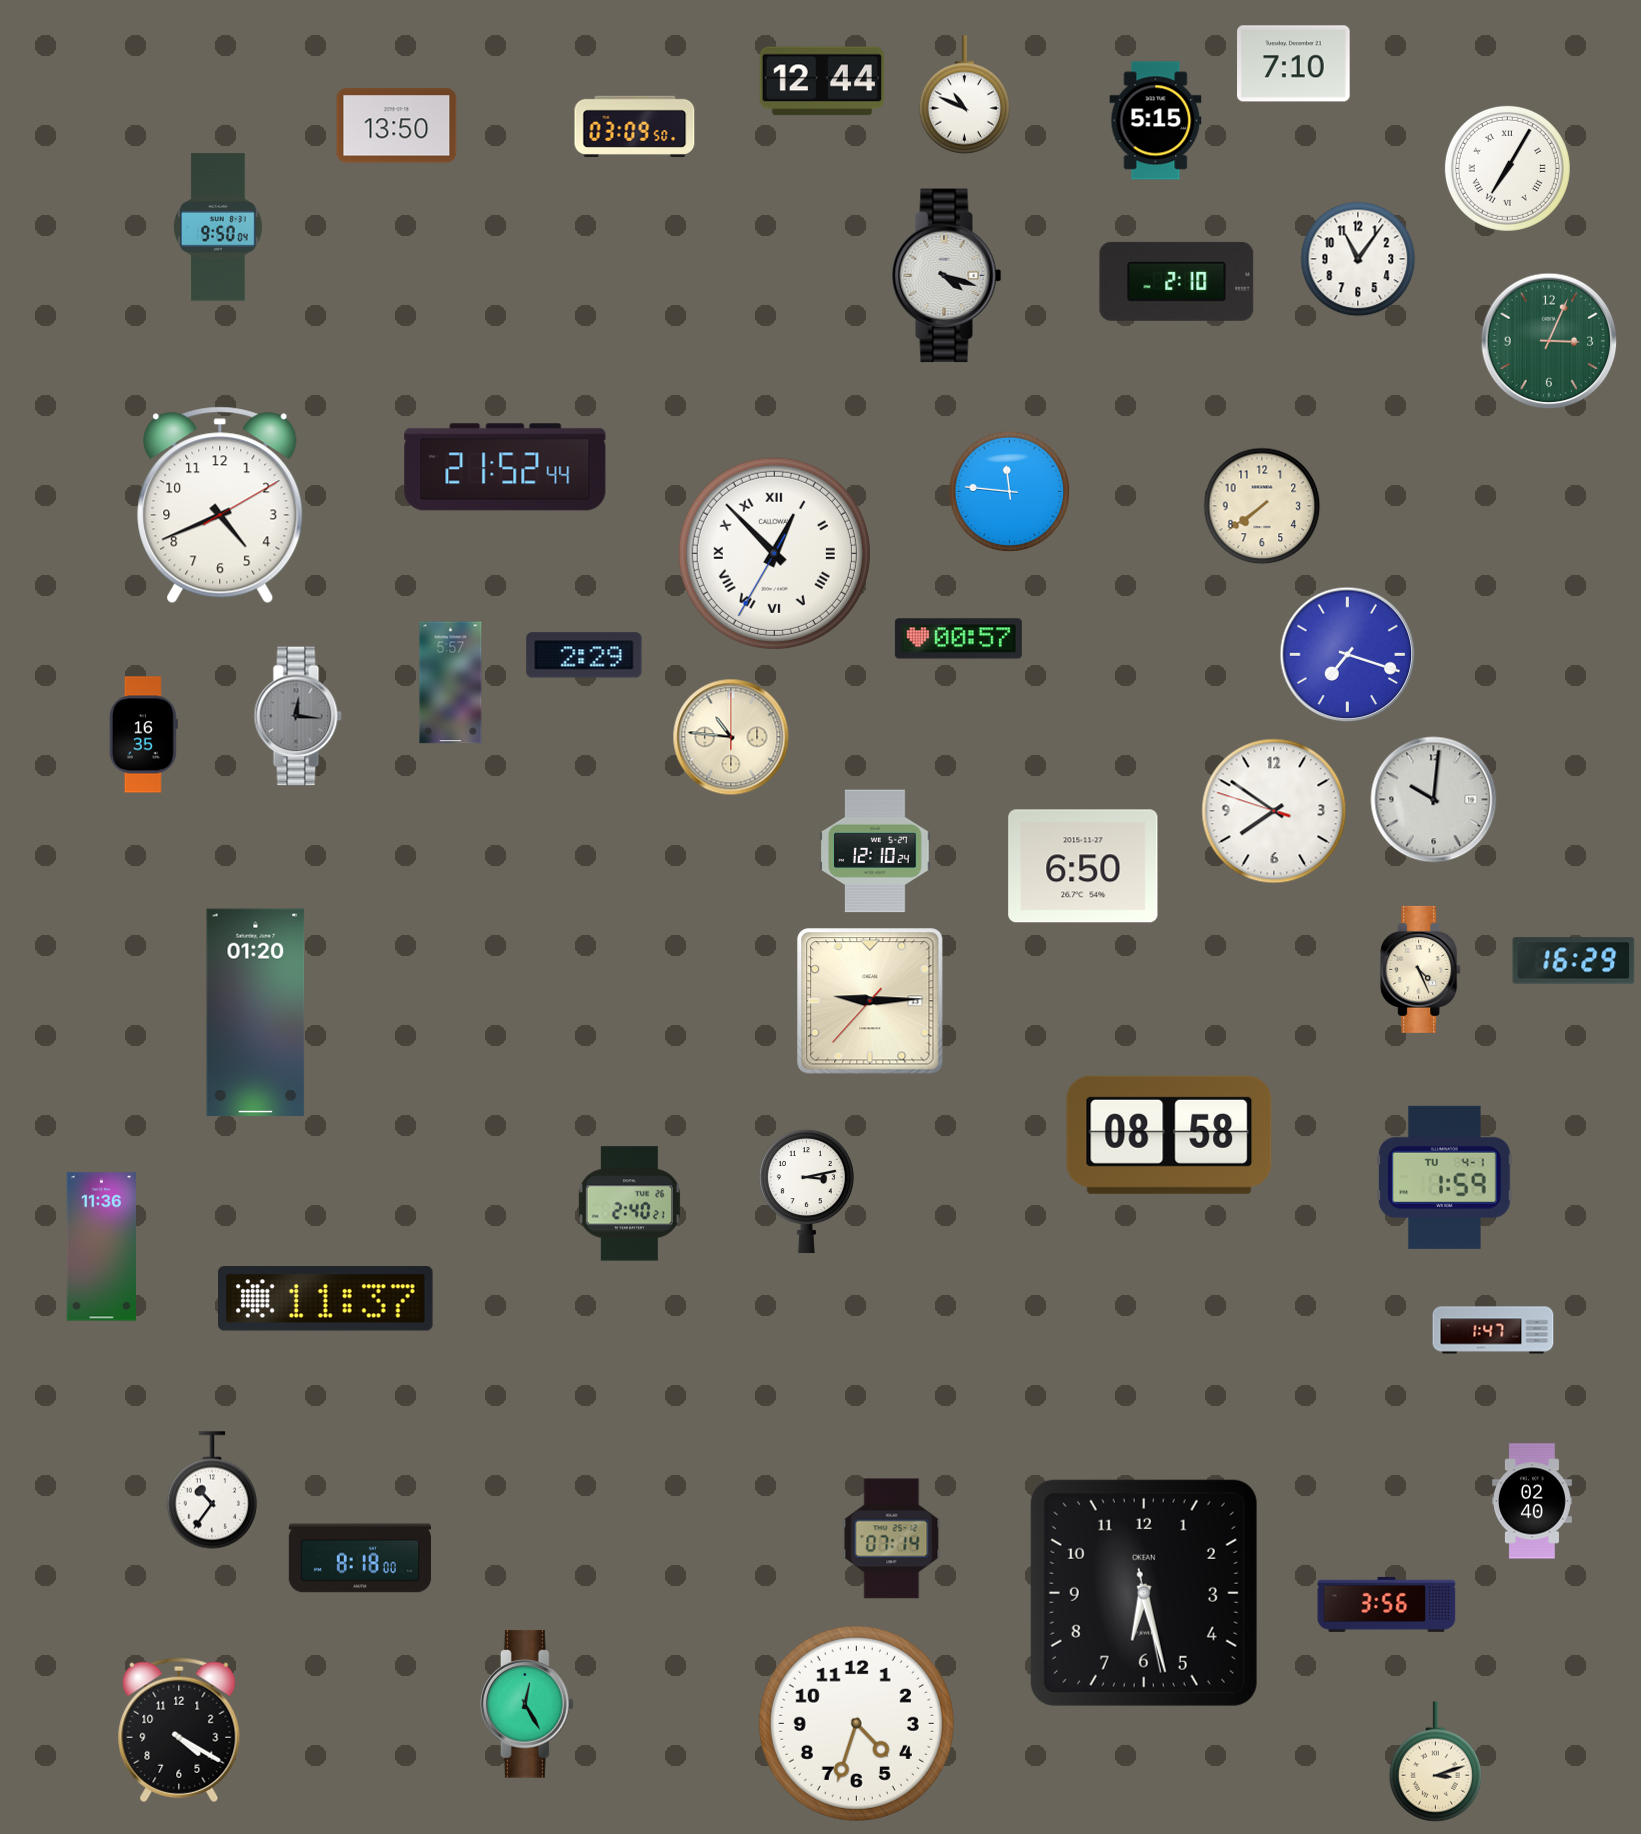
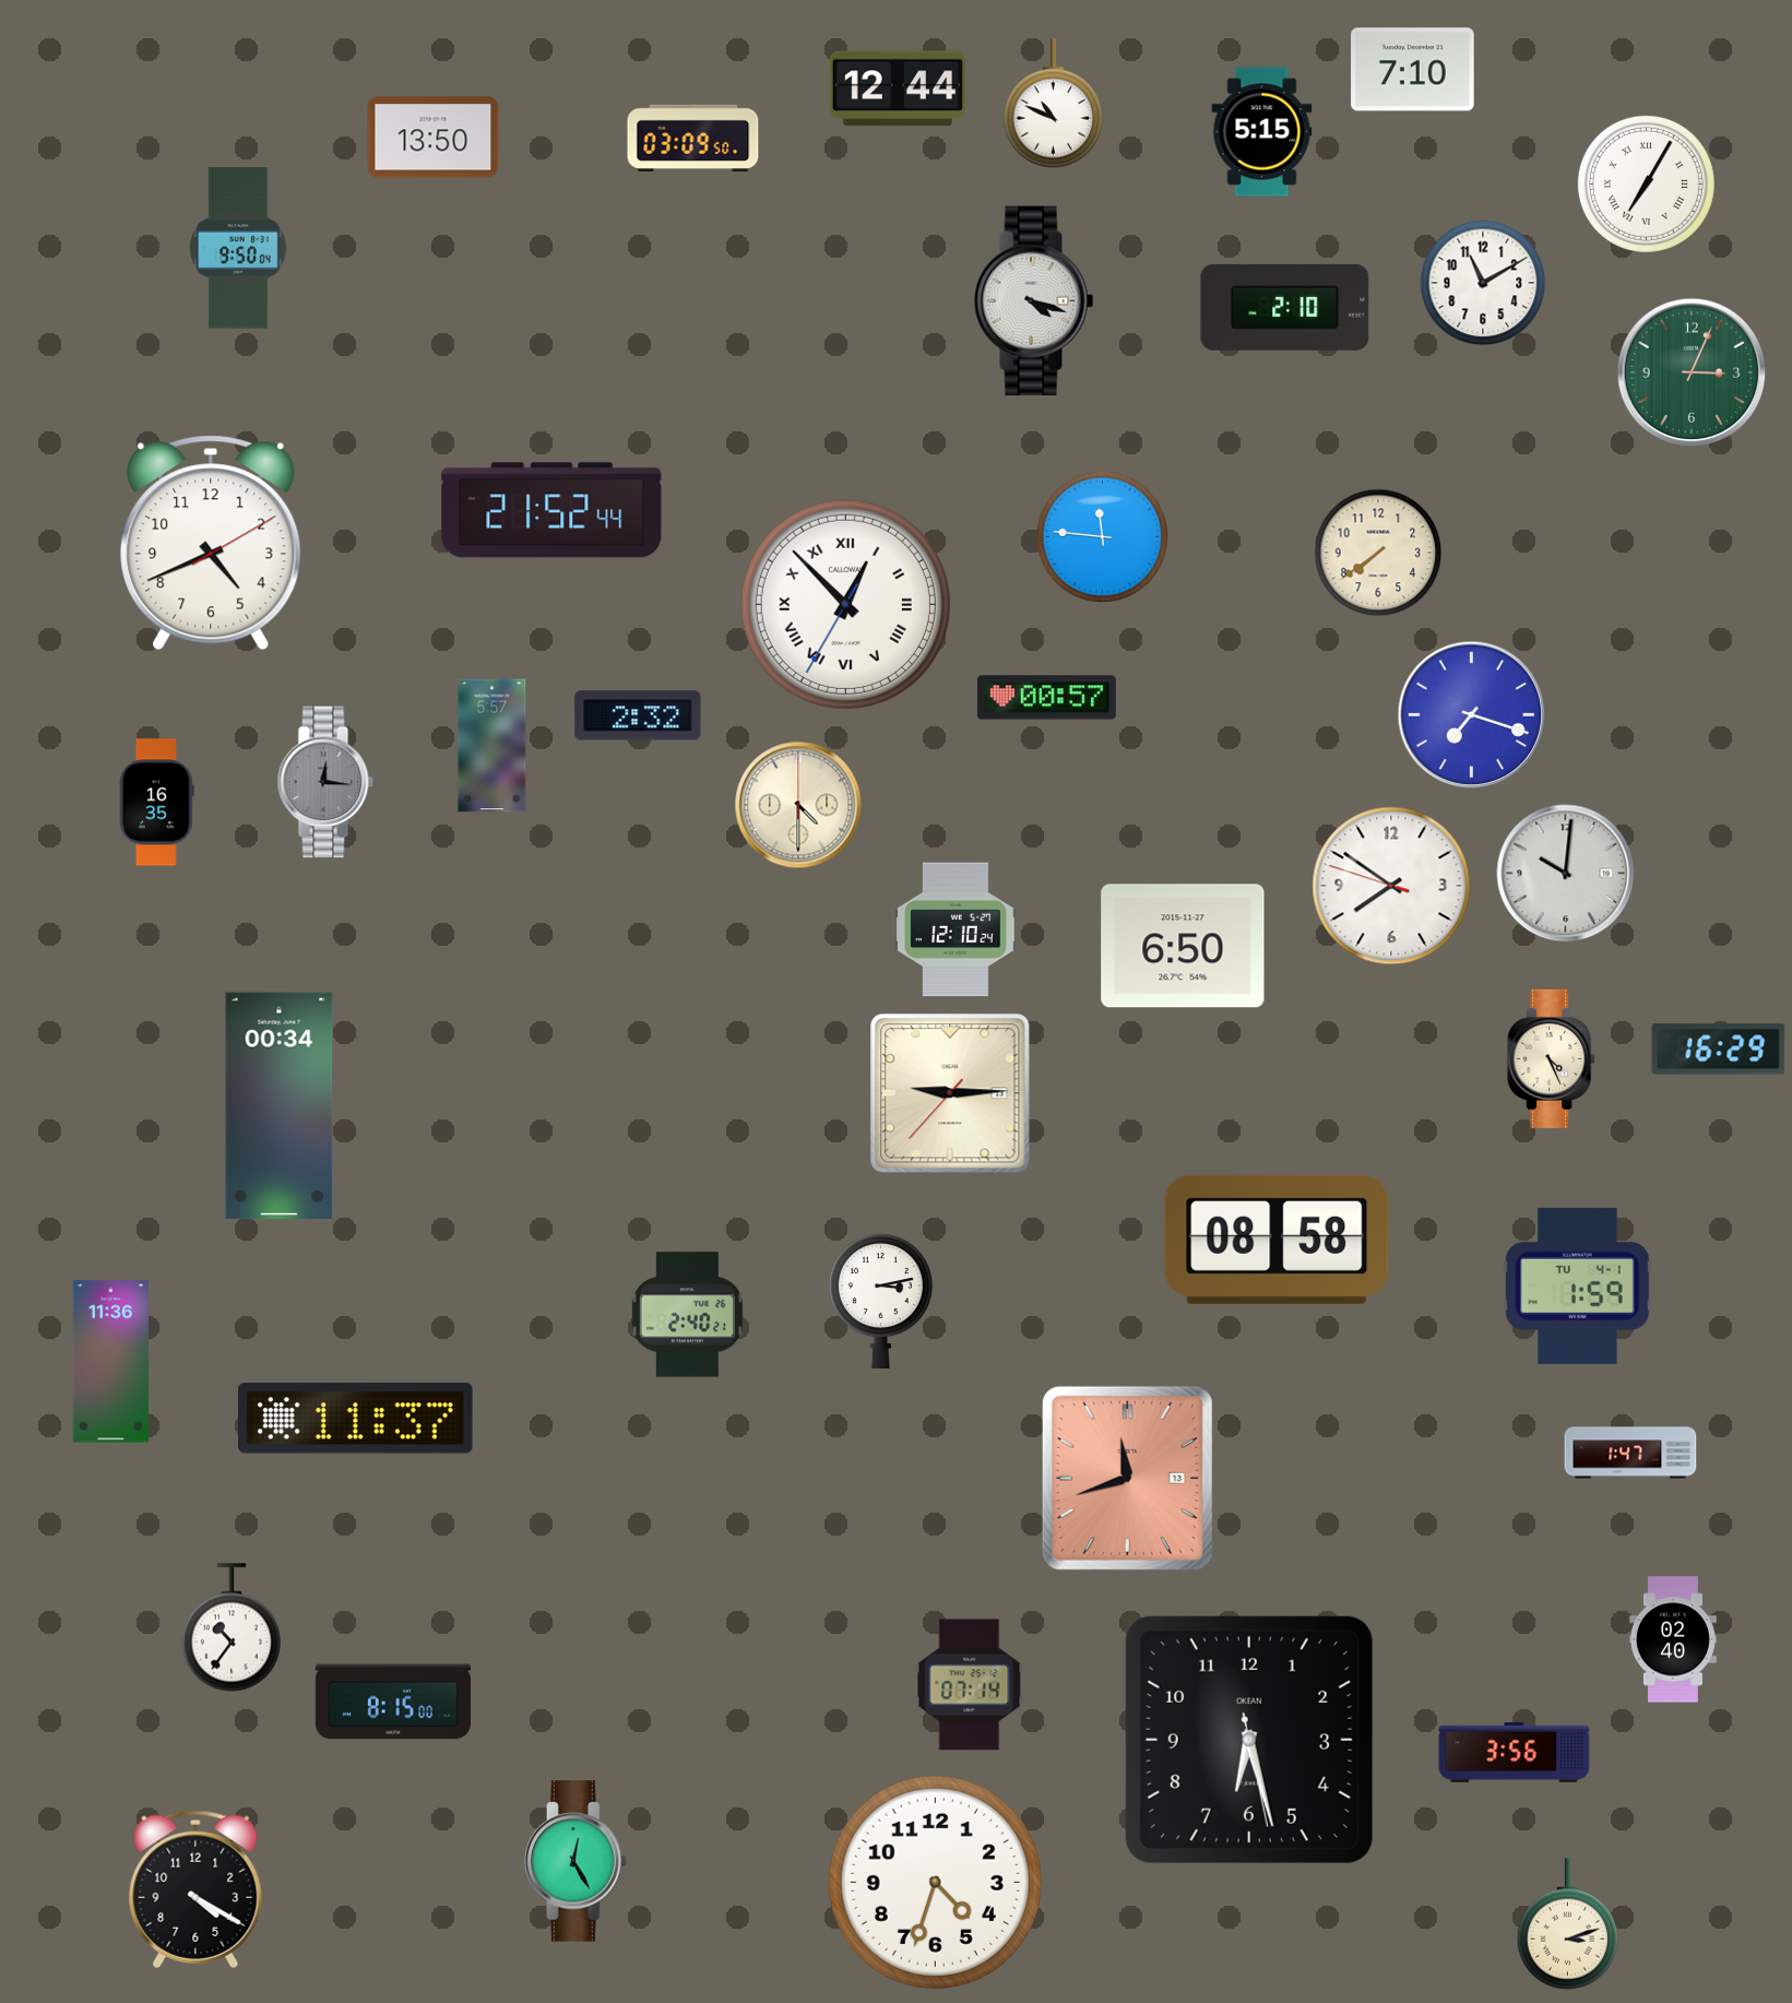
clock at (1358, 259): 11:06 -> 11:10
clock at (220, 505) position: (220, 505) -> (211, 543)
clock at (584, 655): 2:29 -> 2:32
clock at (731, 737): 10:46 -> 4:30
clock at (256, 1013): 01:20 -> 00:34
clock at (1127, 1478): none -> 11:42
clock at (892, 1539) position: (892, 1539) -> (970, 1685)
clock at (360, 1558): 8:18 -> 8:15
